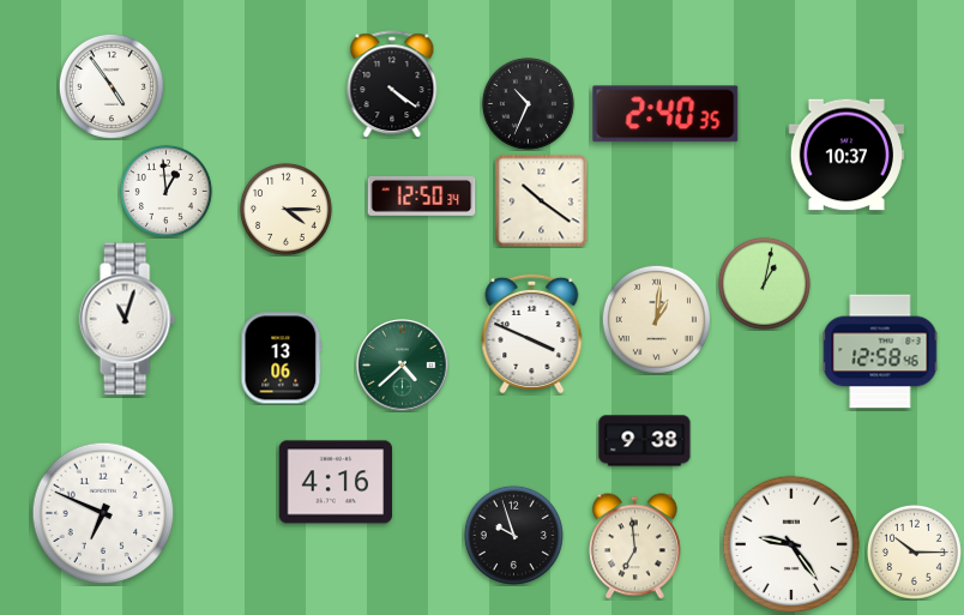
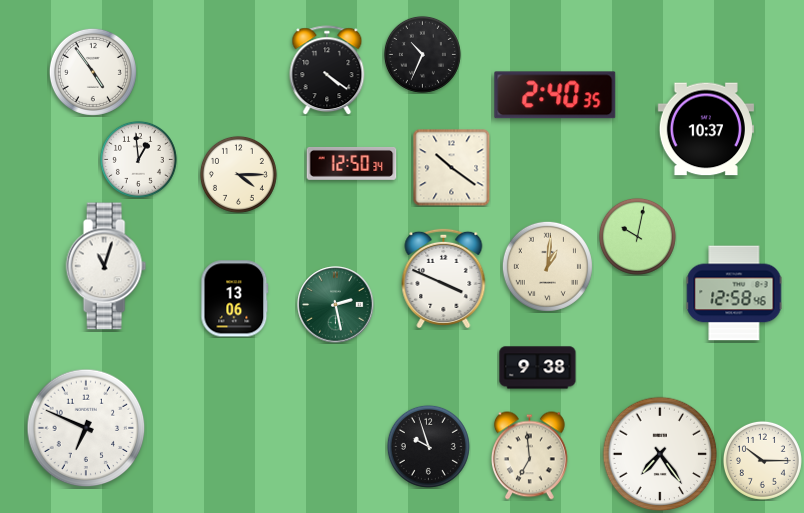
clock at (528, 103) position: (528, 103) -> (422, 54)
clock at (764, 283): 1:02 -> 10:02
clock at (403, 366): 4:38 -> 2:28
clock at (336, 482): 4:16 -> none
clock at (791, 544): 9:24 -> 7:24
